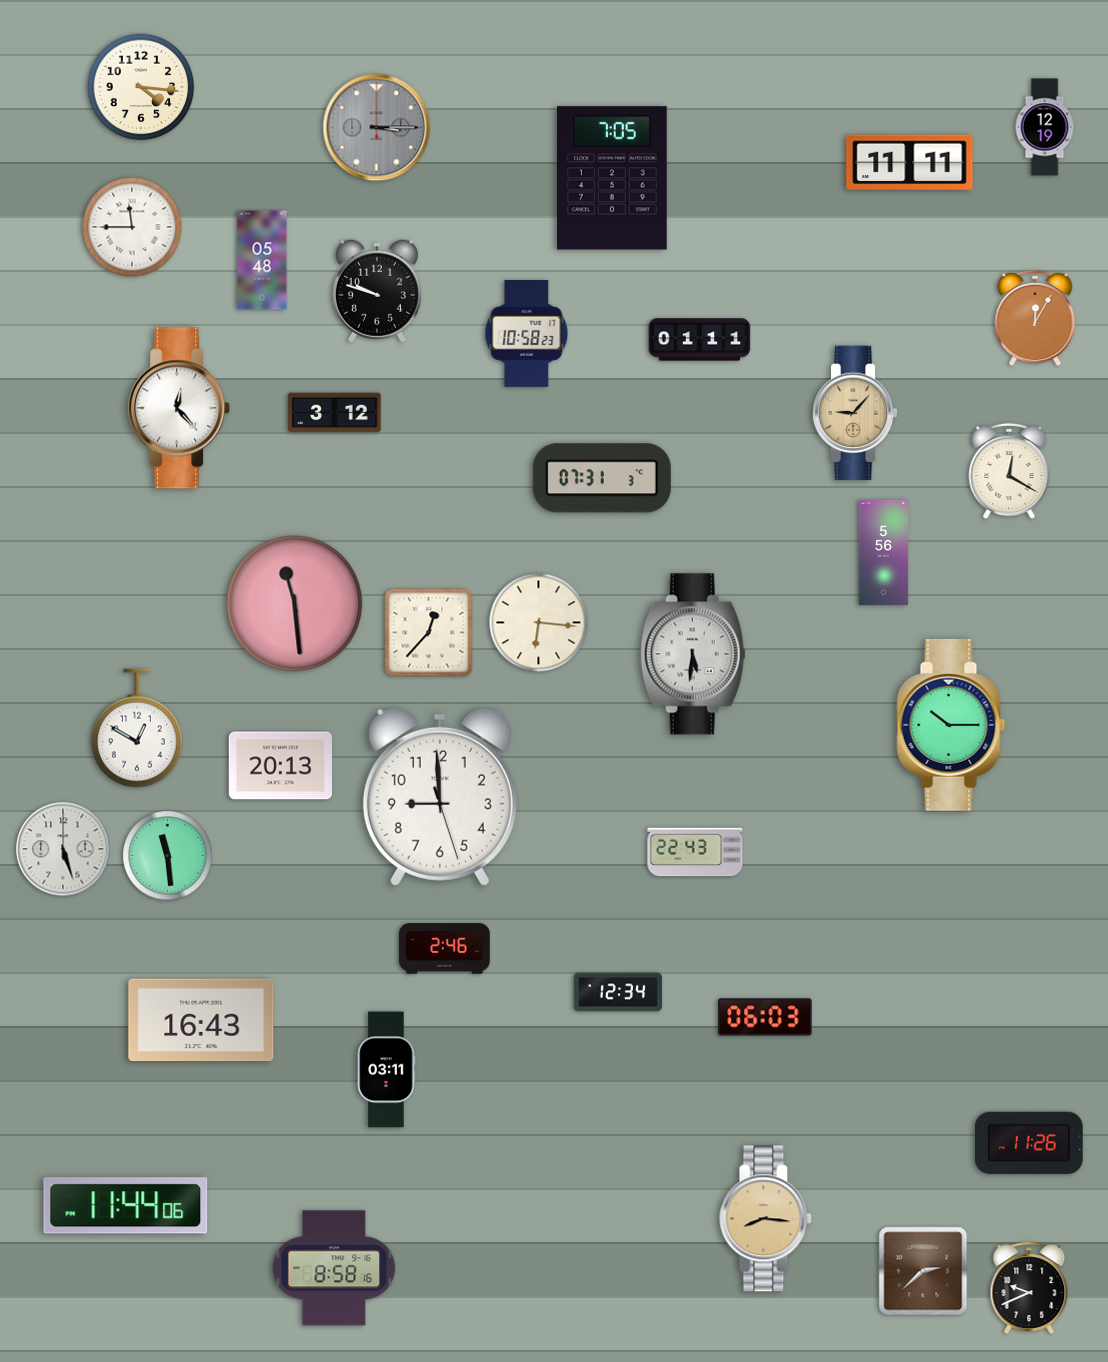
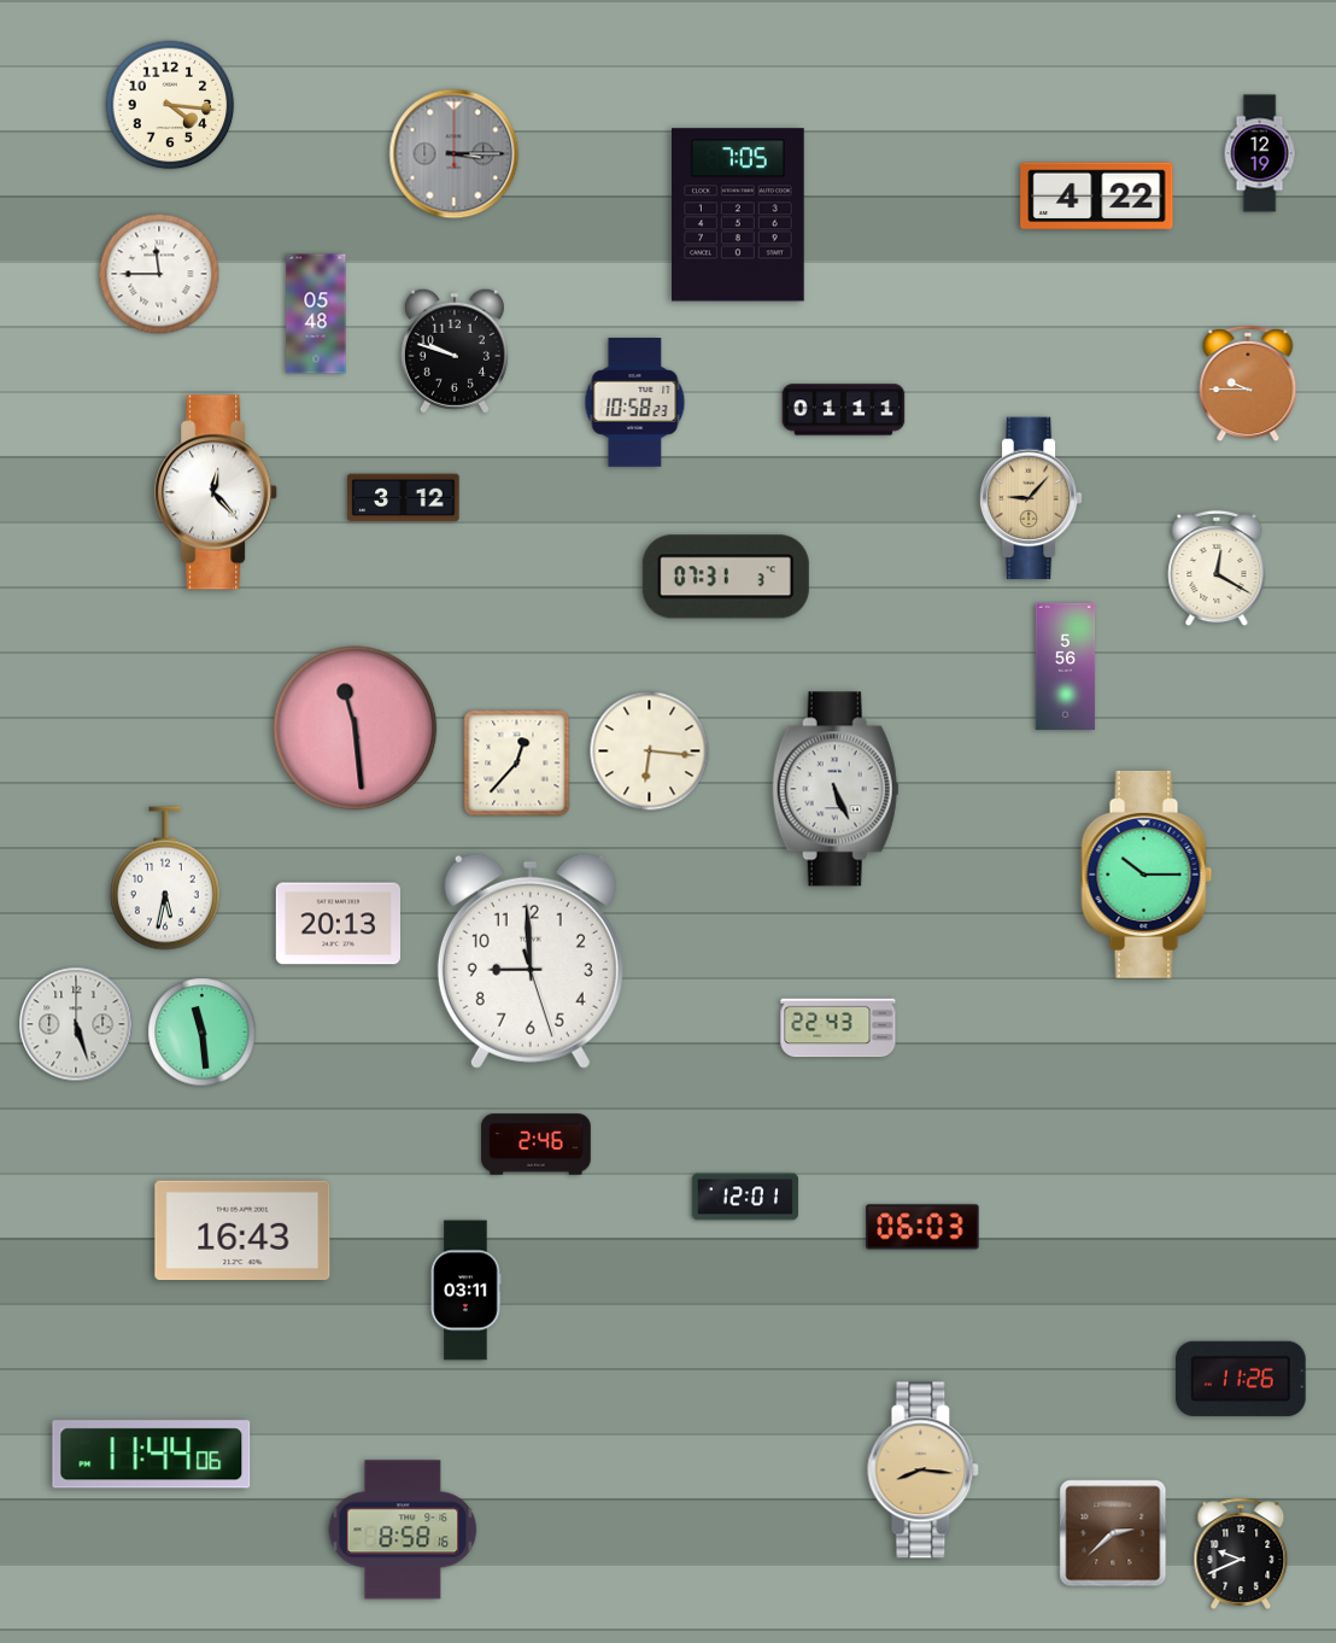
clock at (910, 163): 11:11 -> 4:22
clock at (1035, 318): 12:05 -> 9:45
clock at (693, 654): 5:31 -> 5:26
clock at (137, 728): 12:50 -> 5:32
clock at (618, 992): 12:34 -> 12:01
